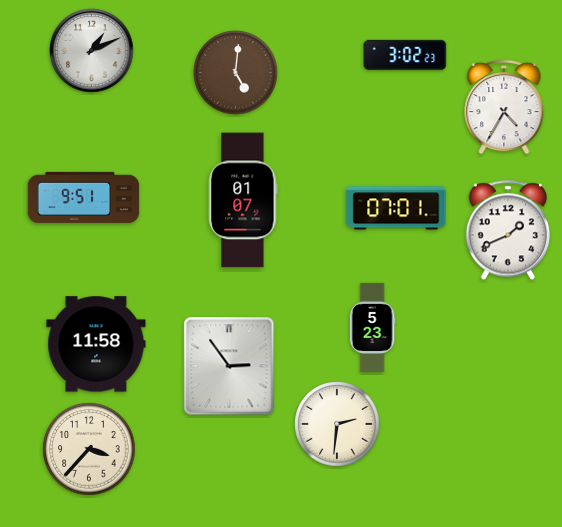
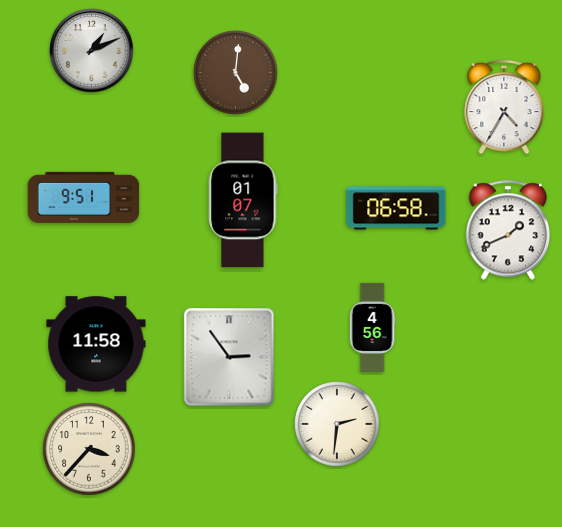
clock at (405, 55): 3:02 -> none
clock at (396, 208): 07:01 -> 06:58
clock at (372, 327): 5:23 -> 4:56
clock at (229, 366) position: (229, 366) -> (229, 357)
